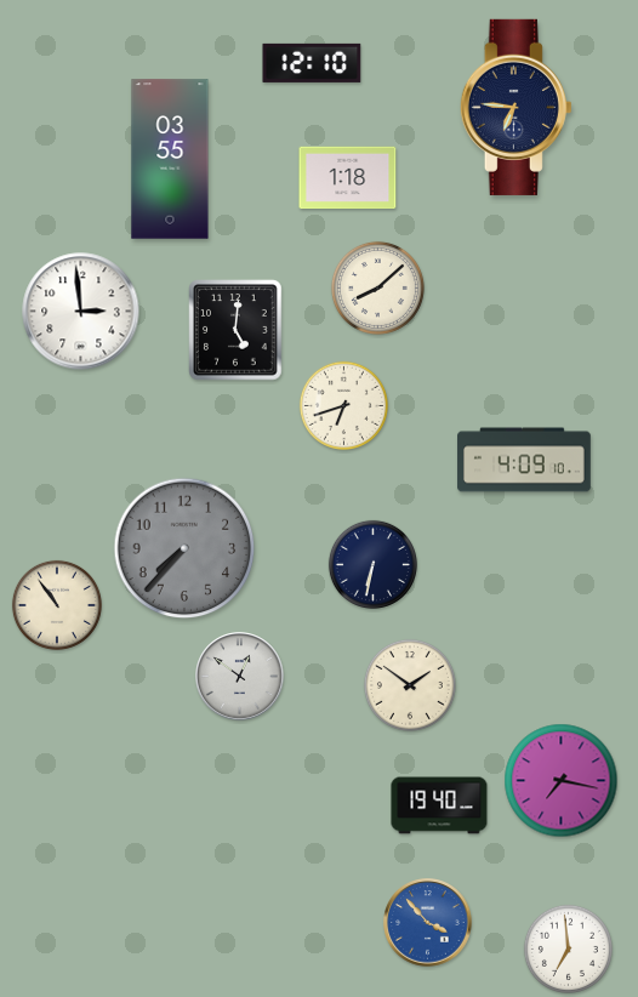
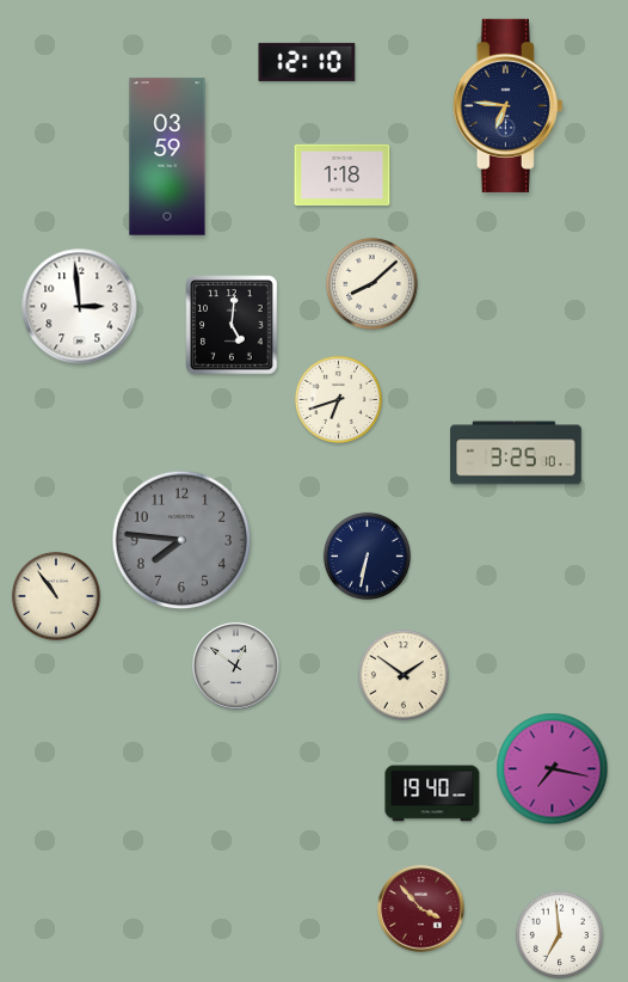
clock at (170, 159): 03:55 -> 03:59
clock at (524, 460): 4:09 -> 3:25
clock at (184, 548): 7:37 -> 7:46
clock at (428, 923) dial: blue -> burgundy
